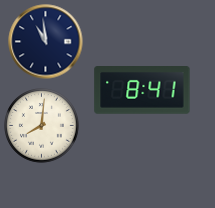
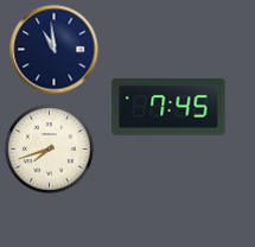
clock at (142, 90): 8:41 -> 7:45
clock at (42, 126): 8:01 -> 7:42
